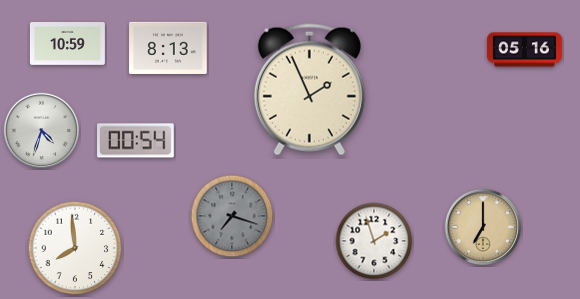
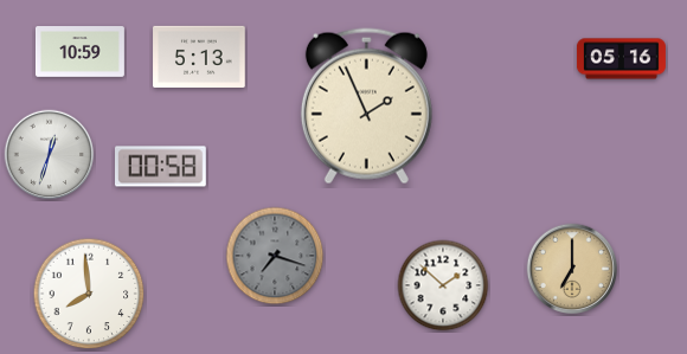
clock at (168, 48): 8:13 -> 5:13
clock at (42, 131): 4:33 -> 12:33
clock at (136, 141): 00:54 -> 00:58
clock at (374, 241): 1:57 -> 1:52
